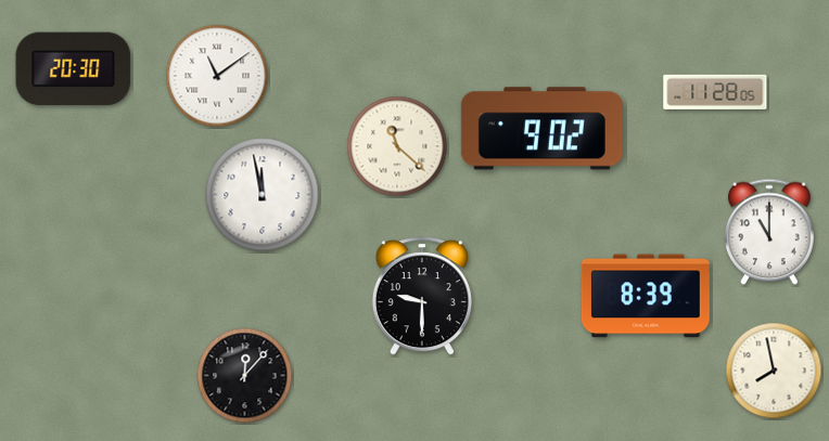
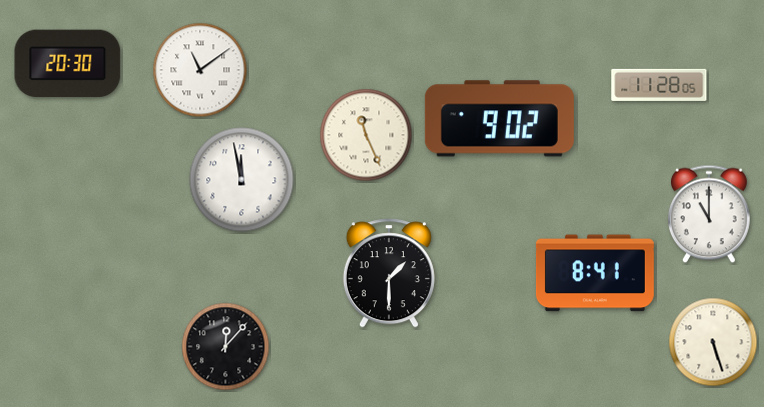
clock at (397, 146): 11:22 -> 11:26
clock at (422, 296): 9:30 -> 1:30
clock at (646, 296): 8:39 -> 8:41
clock at (774, 371): 7:58 -> 5:27
